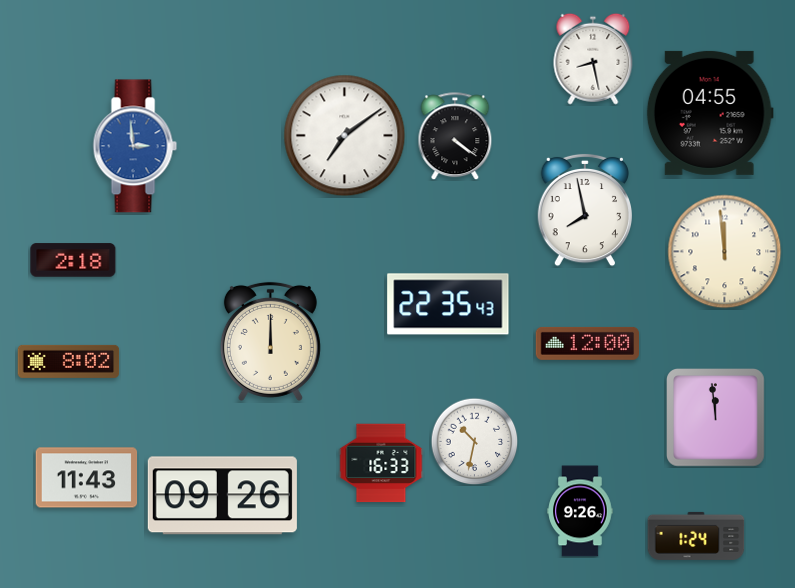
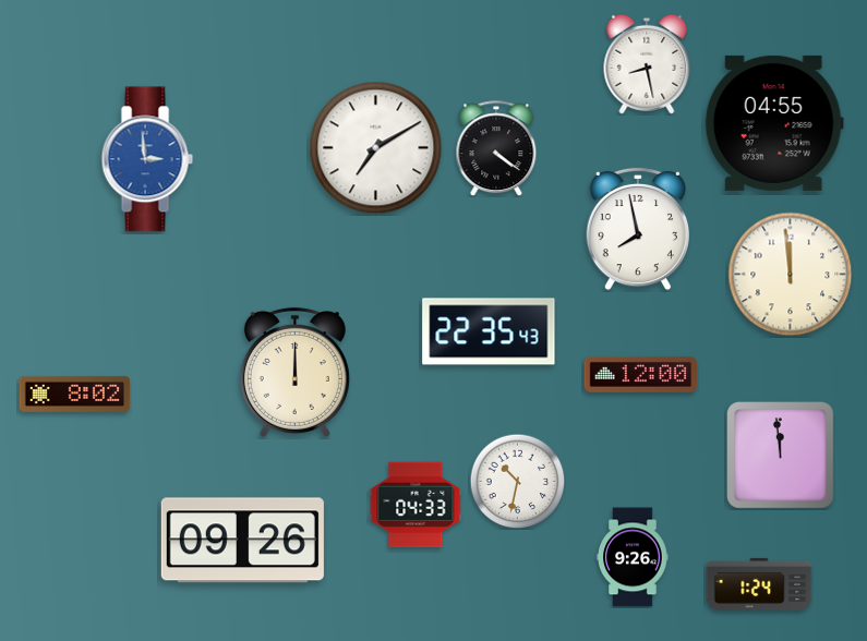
clock at (345, 136): 7:09 -> 7:10
clock at (73, 260): 2:18 -> none
clock at (381, 463): 16:33 -> 04:33
clock at (87, 478): 11:43 -> none
